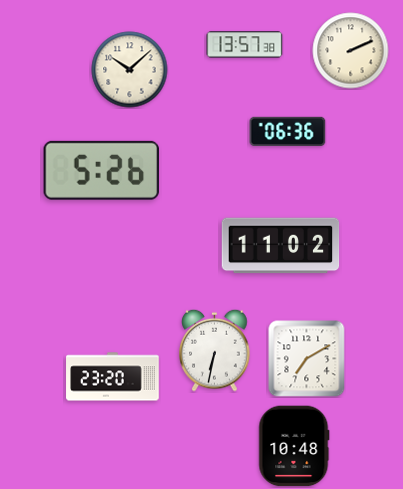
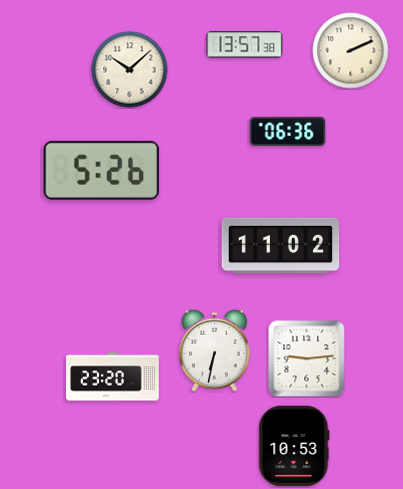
clock at (307, 359): 7:10 -> 9:14
clock at (294, 446): 10:48 -> 10:53
